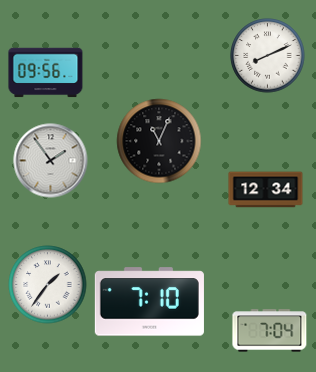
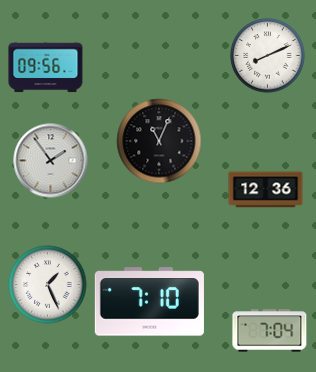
clock at (46, 73) position: (46, 73) -> (46, 68)
clock at (266, 190): 12:34 -> 12:36
clock at (48, 285): 1:36 -> 1:26
